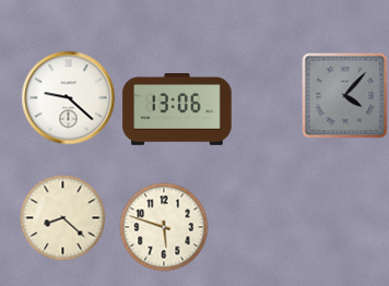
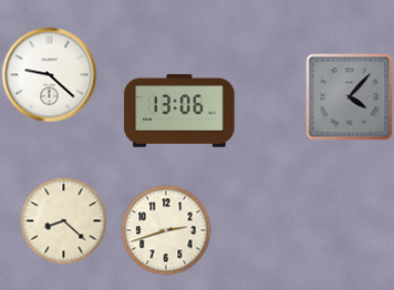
clock at (68, 97) position: (68, 97) -> (49, 74)
clock at (164, 227): 5:48 -> 2:42
